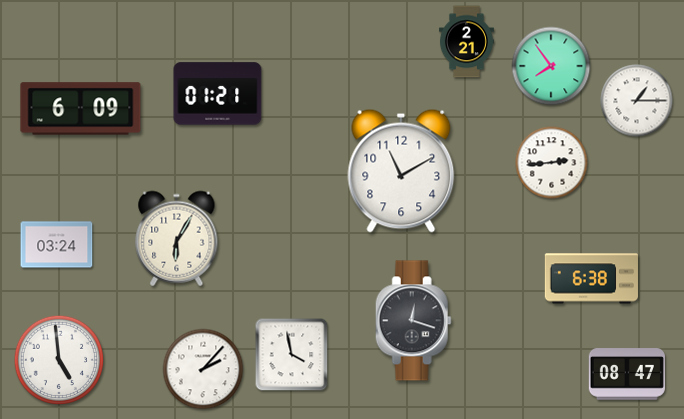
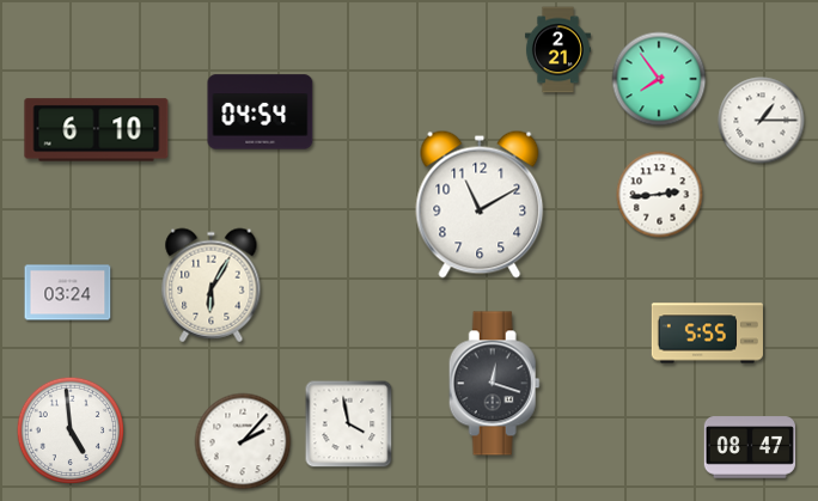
clock at (218, 94): 01:21 -> 04:54
clock at (81, 109): 6:09 -> 6:10
clock at (591, 279): 6:38 -> 5:55
